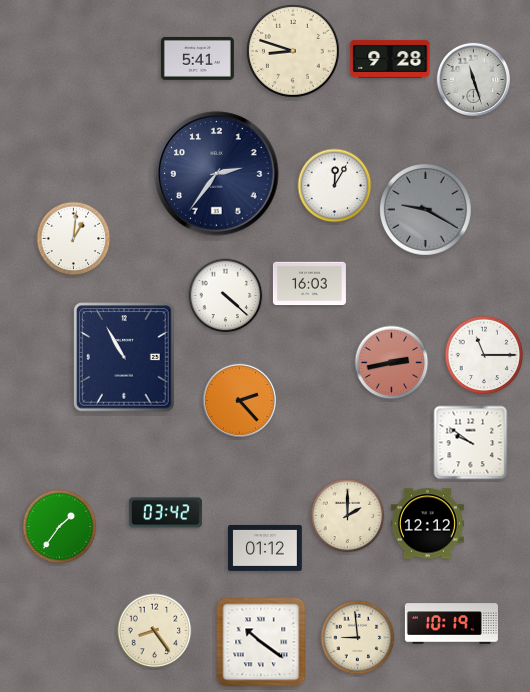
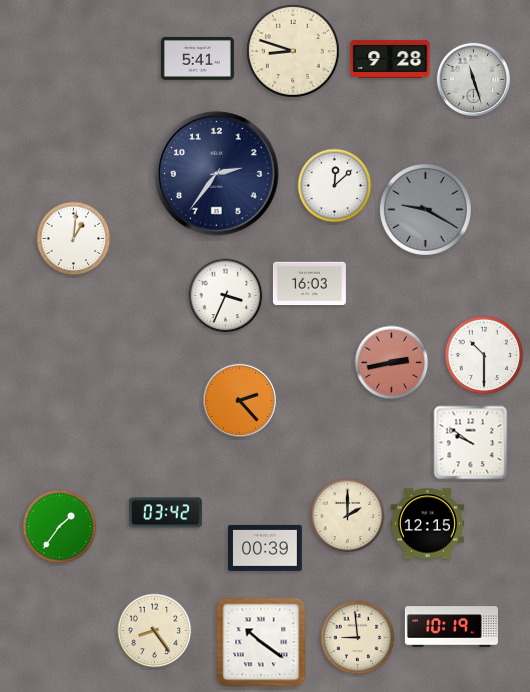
clock at (335, 186): 12:05 -> 12:08
clock at (226, 296): 4:22 -> 3:34
clock at (484, 355): 11:15 -> 10:30
clock at (124, 357): 10:55 -> none
clock at (427, 524): 12:12 -> 12:15
clock at (266, 548): 01:12 -> 00:39
clock at (451, 624) position: (451, 624) -> (451, 627)
